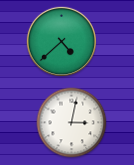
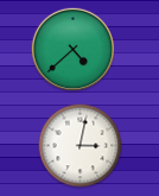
clock at (72, 123) position: (72, 123) -> (81, 146)
